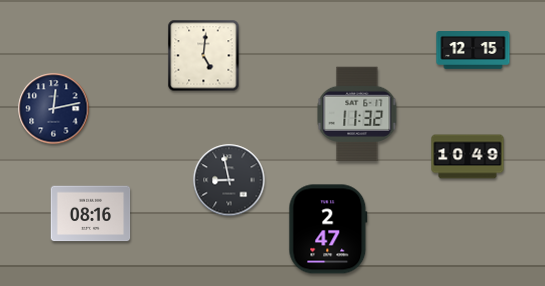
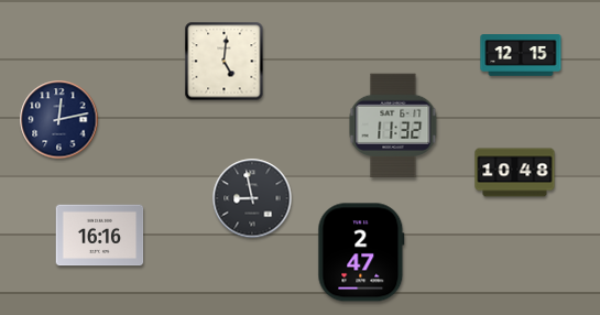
clock at (468, 157): 10:49 -> 10:48
clock at (91, 214): 08:16 -> 16:16
